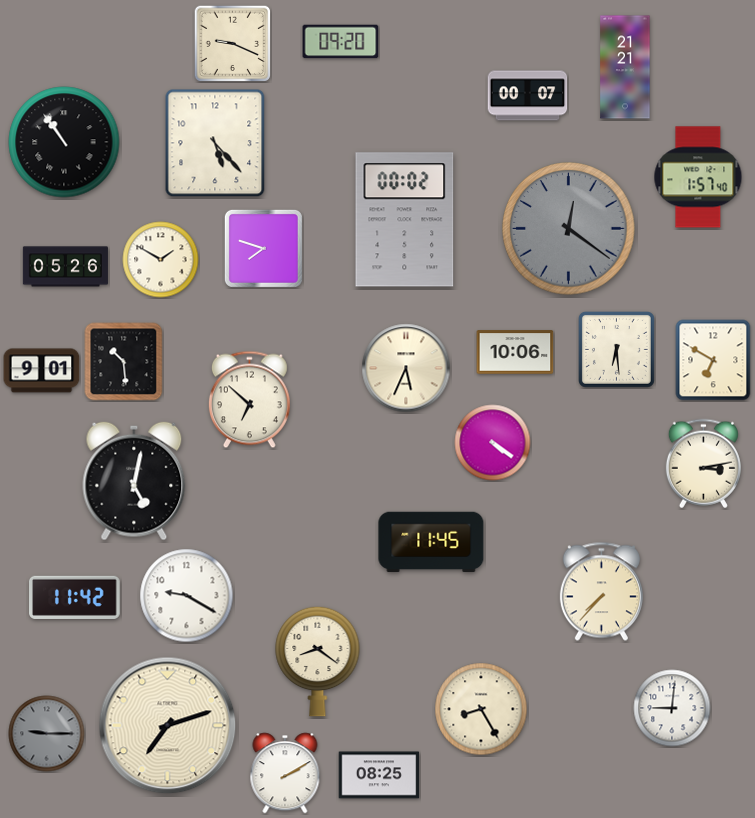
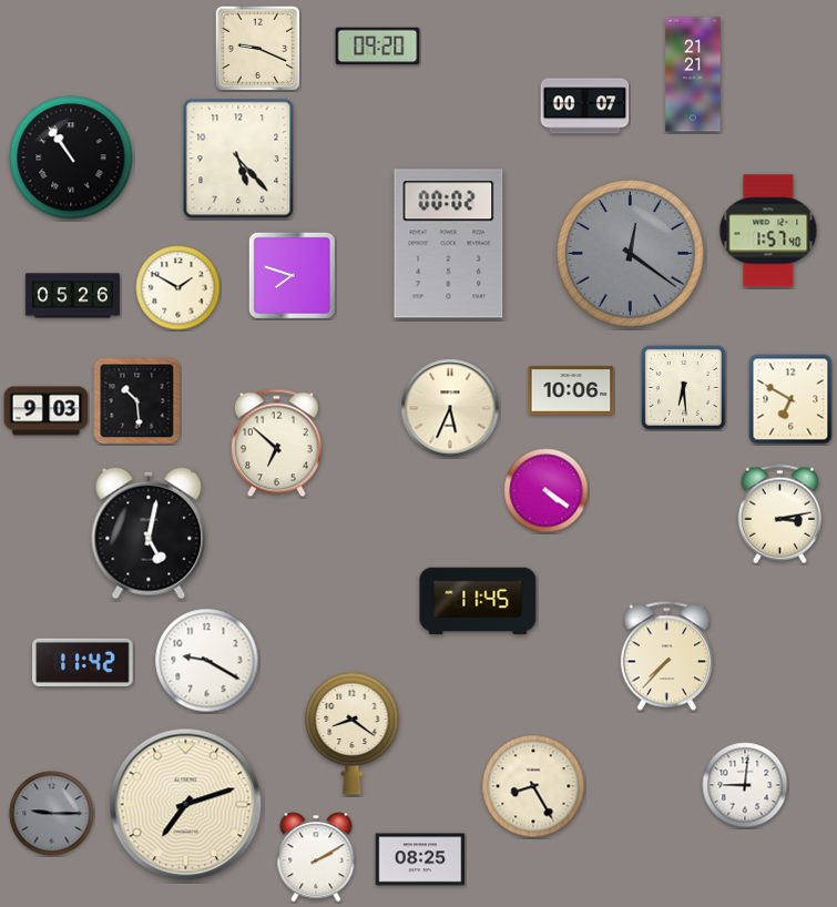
clock at (698, 177) position: (698, 177) -> (768, 231)
clock at (42, 371): 9:01 -> 9:03
